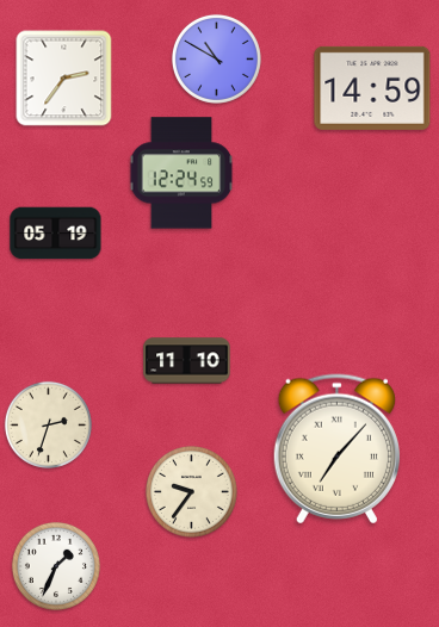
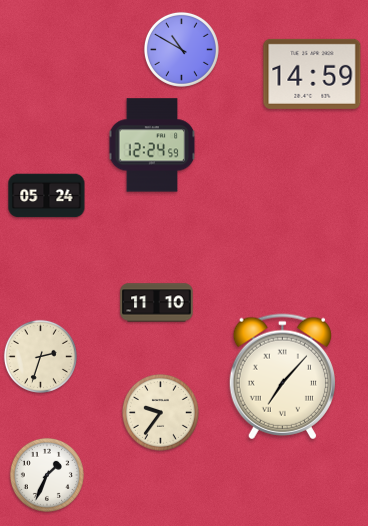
clock at (64, 79): 2:36 -> none
clock at (56, 234): 05:19 -> 05:24
